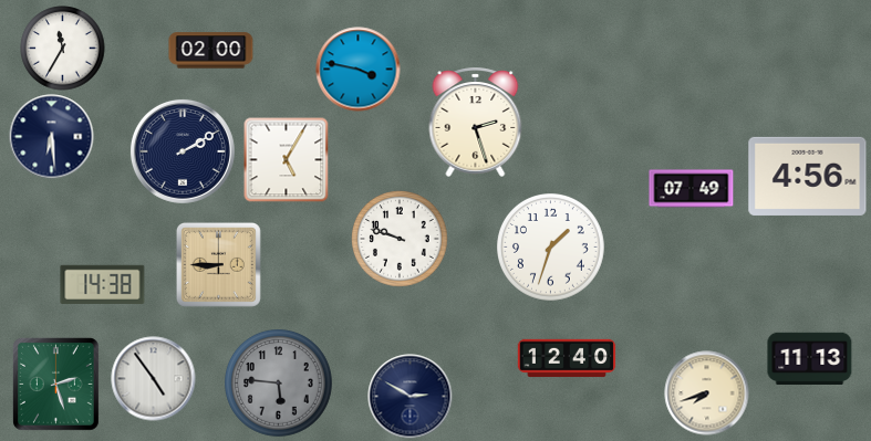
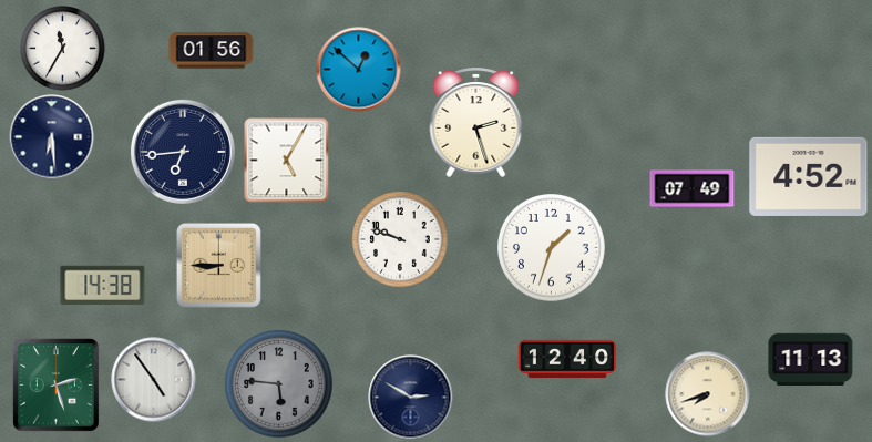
clock at (211, 51): 02:00 -> 01:56
clock at (359, 70): 3:47 -> 12:52
clock at (183, 151): 2:10 -> 6:44
clock at (808, 176): 4:56 -> 4:52
